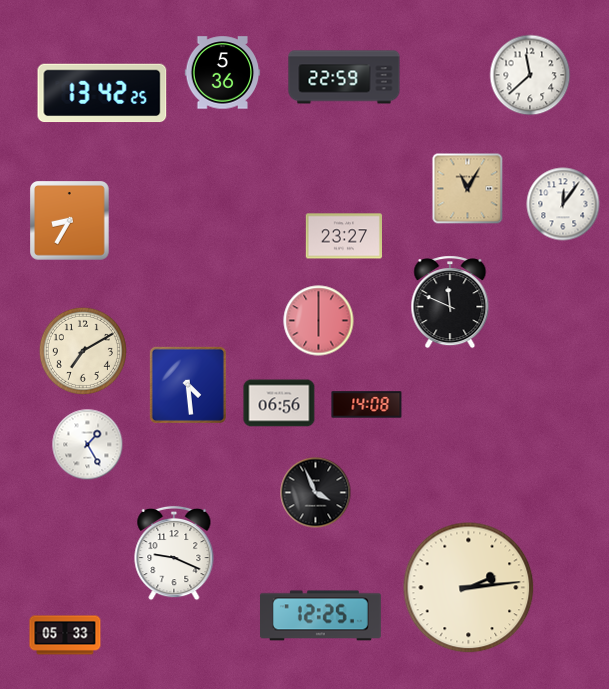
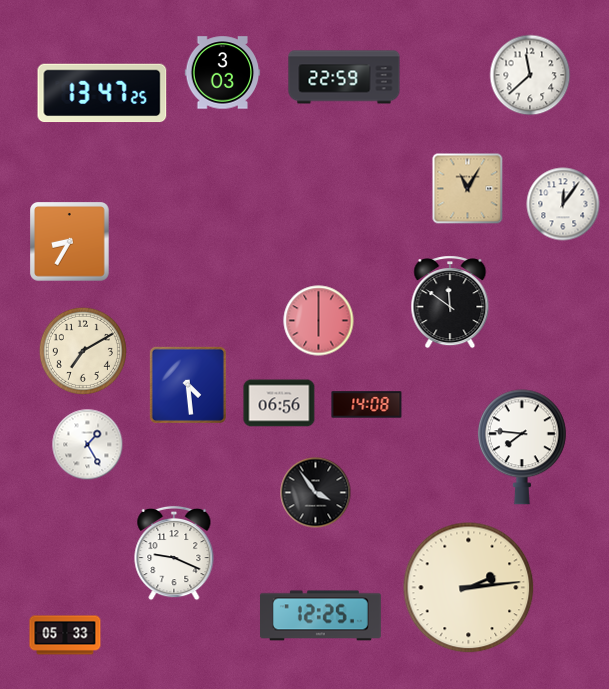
clock at (223, 73): 5:36 -> 3:03
clock at (102, 93): 13:42 -> 13:47
clock at (70, 221) position: (70, 221) -> (70, 242)
clock at (343, 236): 23:27 -> none
clock at (450, 302): 11:49 -> 11:51
clock at (522, 447): none -> 7:46
clock at (316, 493): 3:56 -> 3:54
